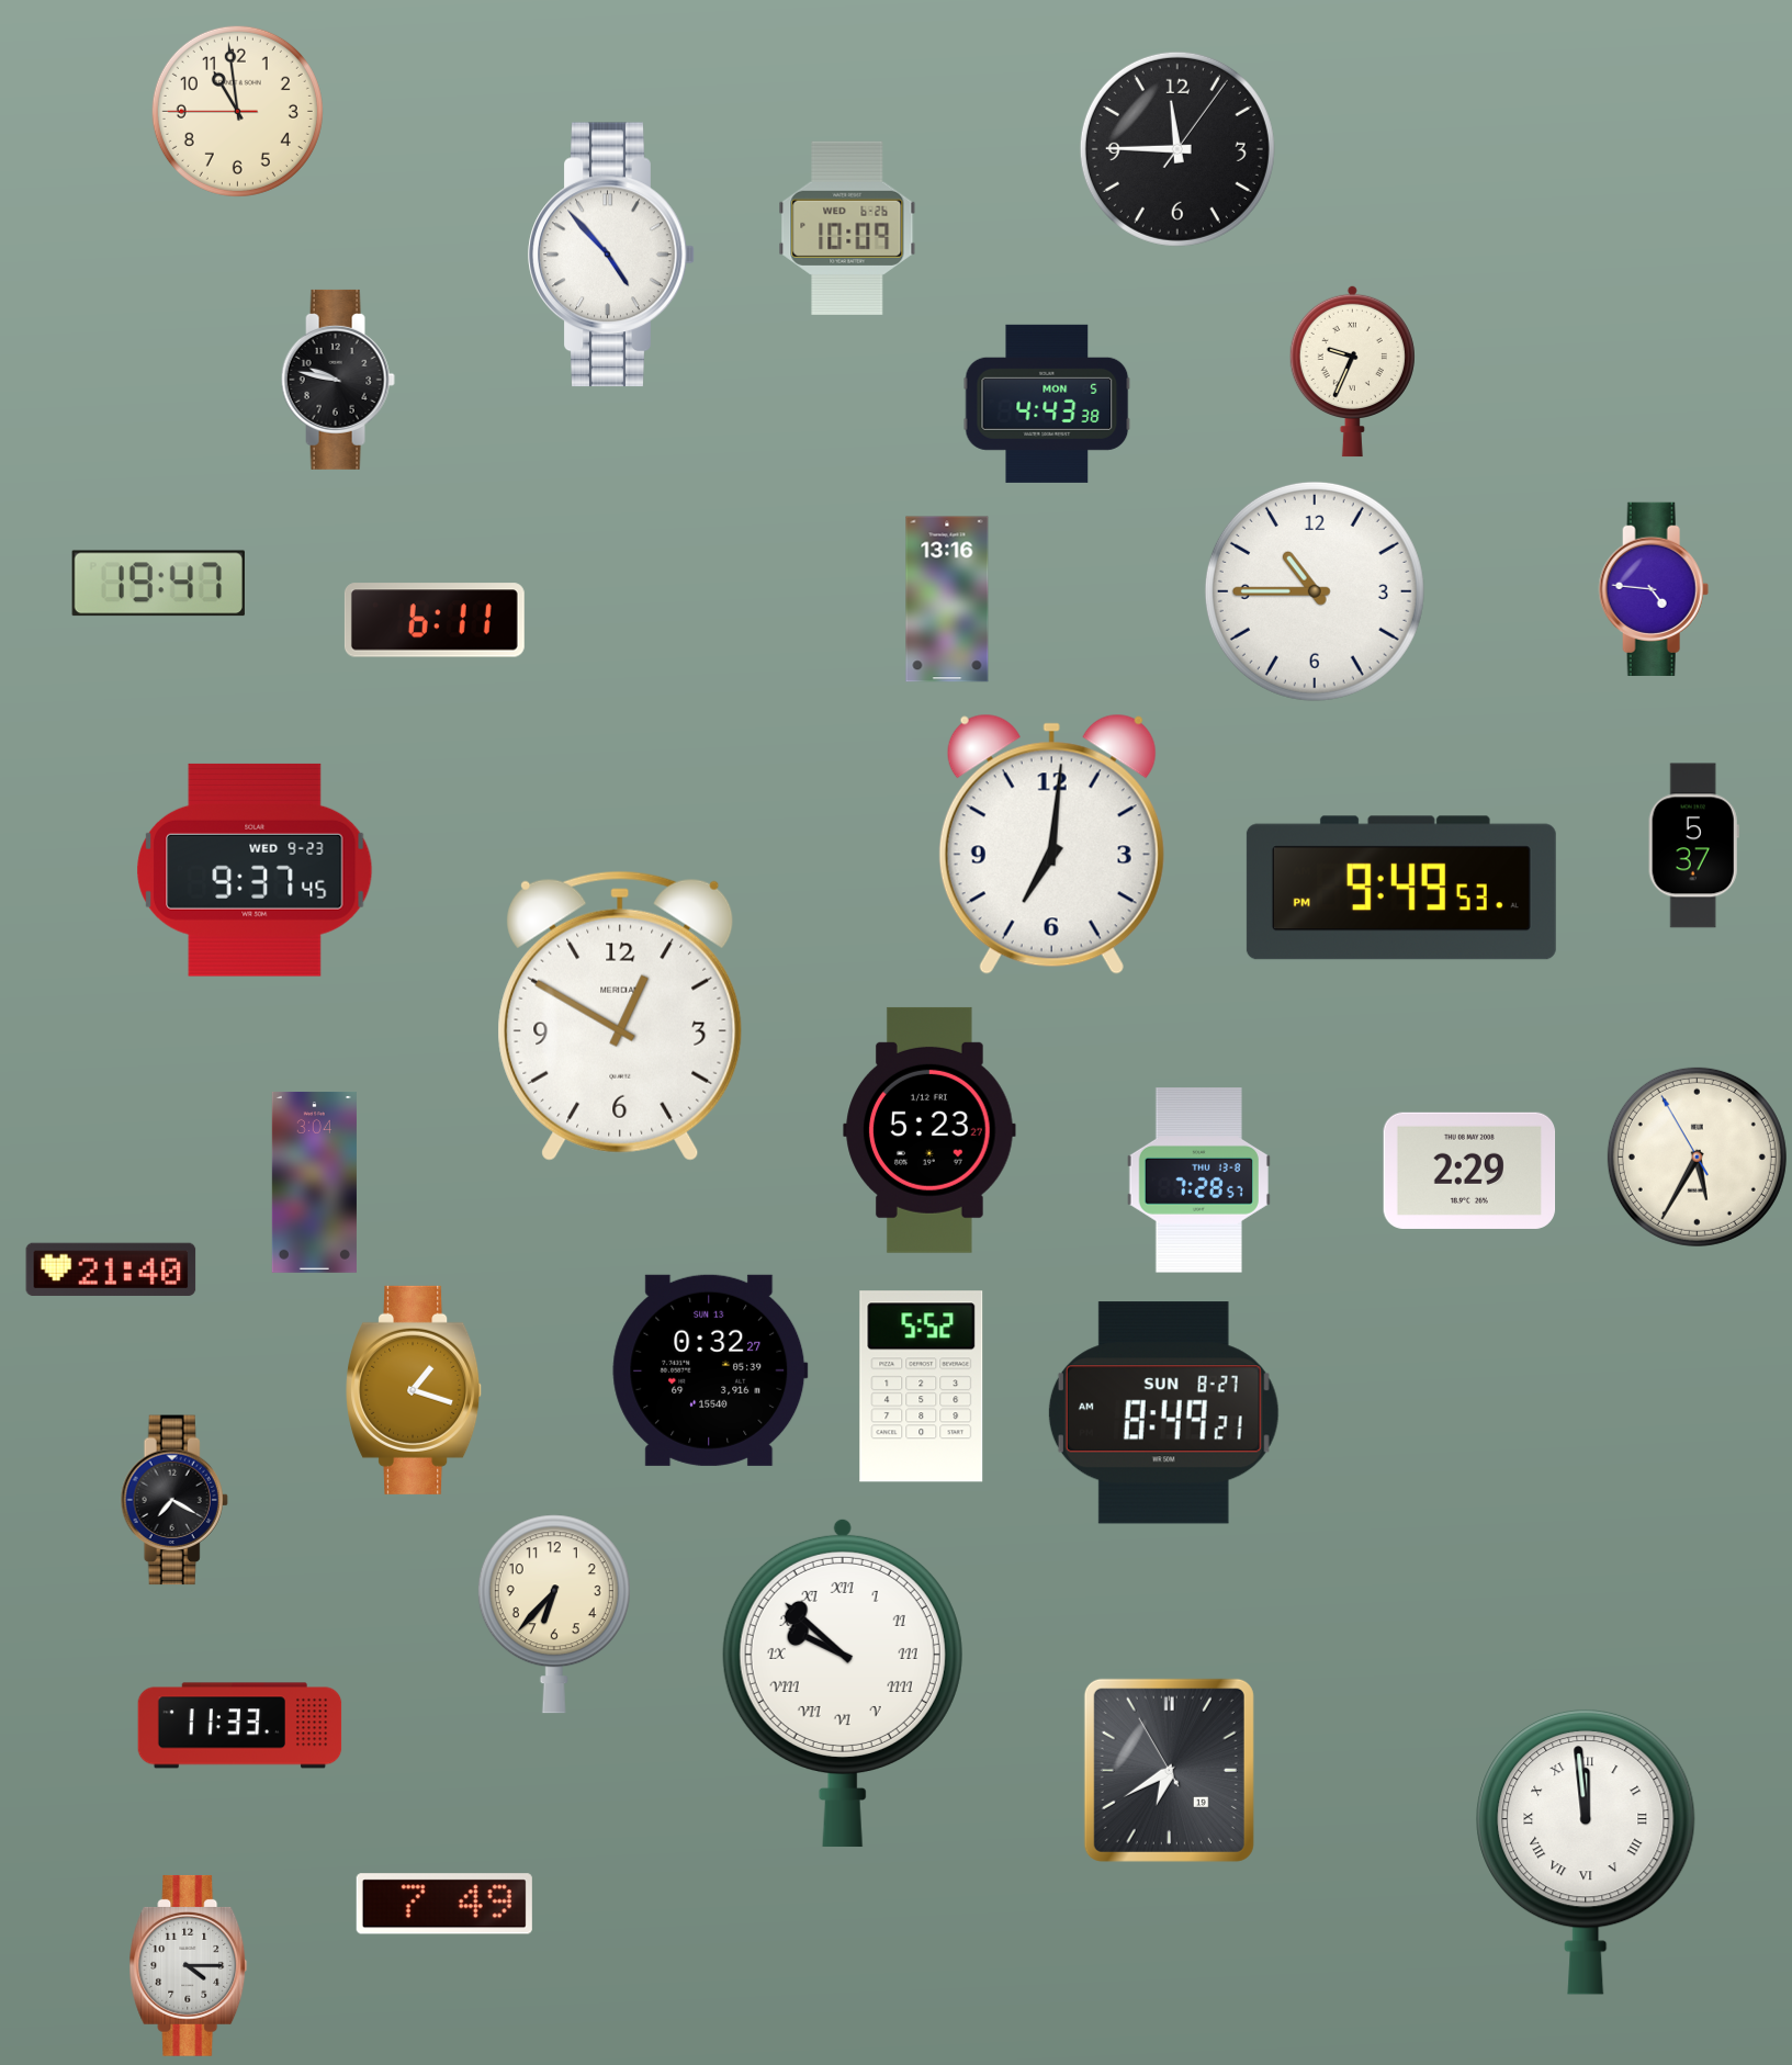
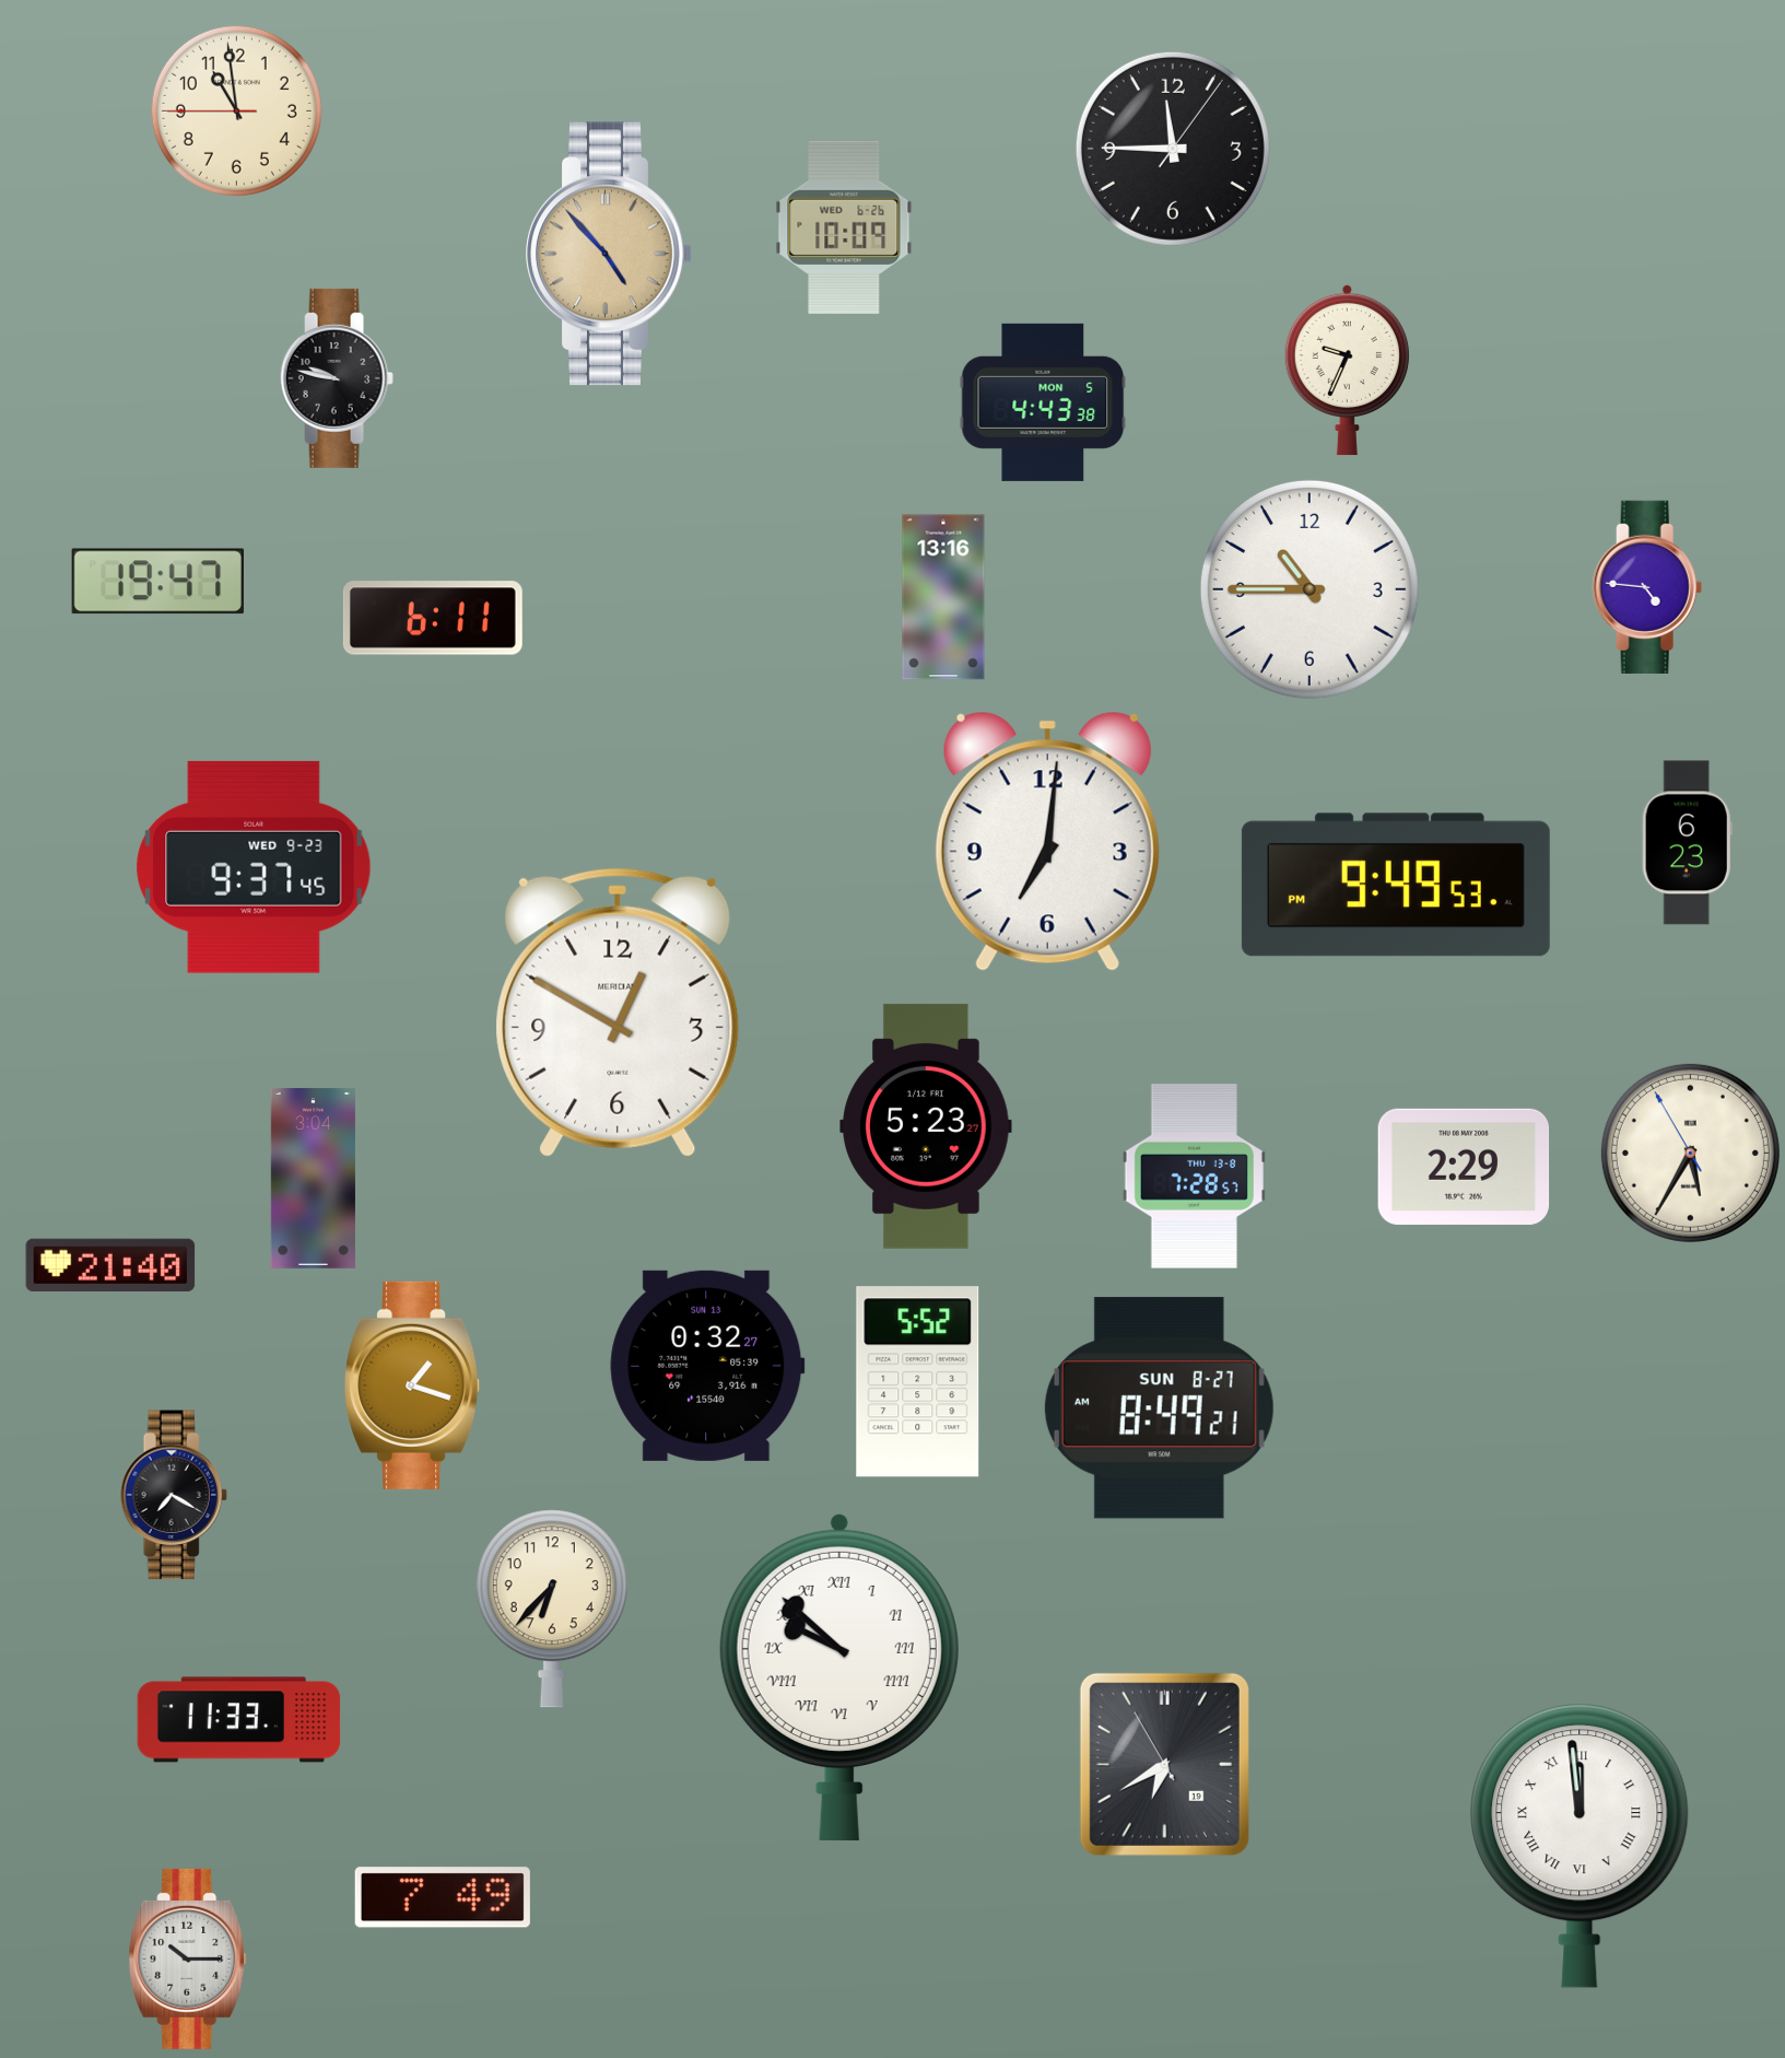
clock at (611, 255) dial: white -> champagne
clock at (1693, 846): 5:37 -> 6:23
clock at (189, 1965): 4:15 -> 10:15
